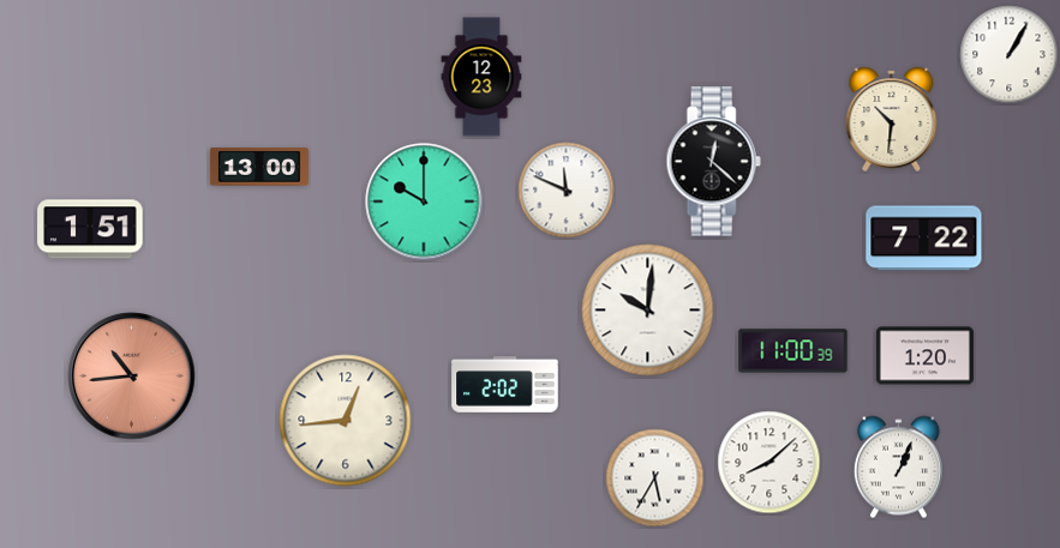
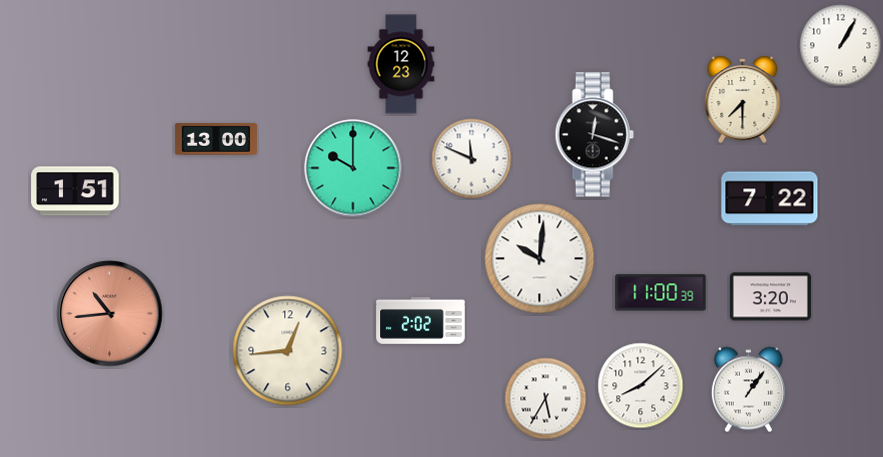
clock at (892, 119): 10:31 -> 7:30
clock at (713, 162): 12:22 -> 12:18
clock at (924, 356): 1:20 -> 3:20
clock at (898, 468): 1:04 -> 1:06
